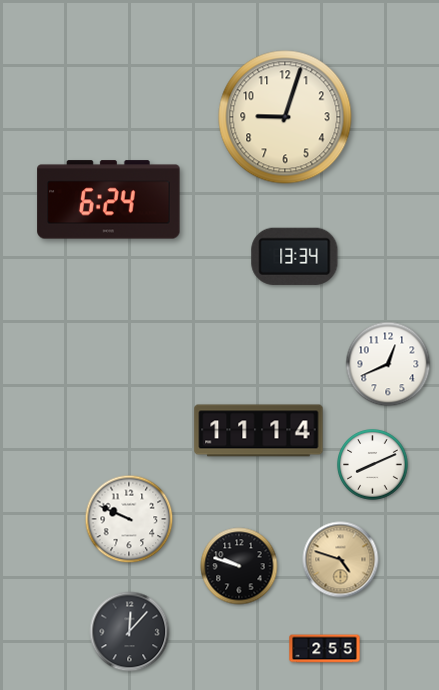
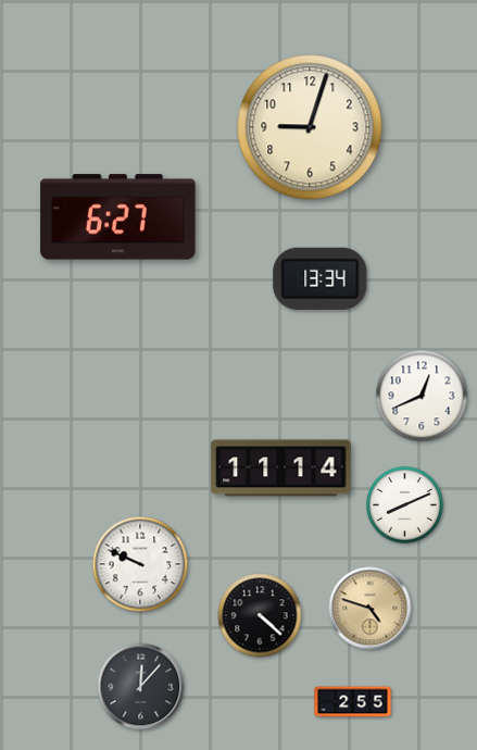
clock at (109, 200): 6:24 -> 6:27
clock at (239, 566): 9:48 -> 4:22
clock at (325, 649) position: (325, 649) -> (353, 702)
